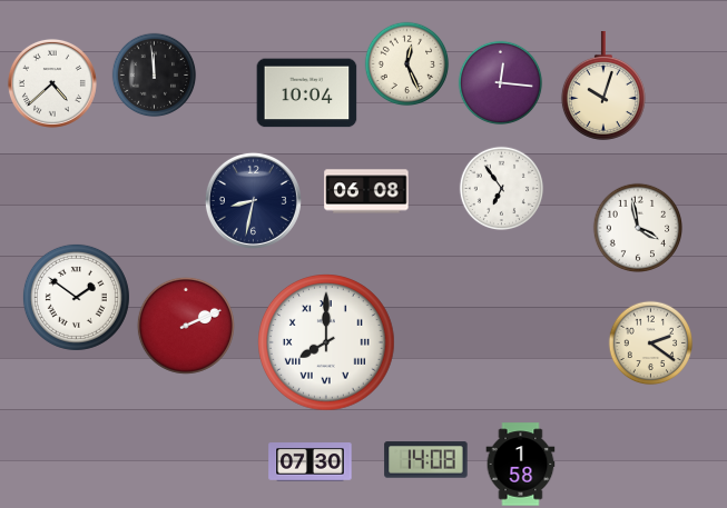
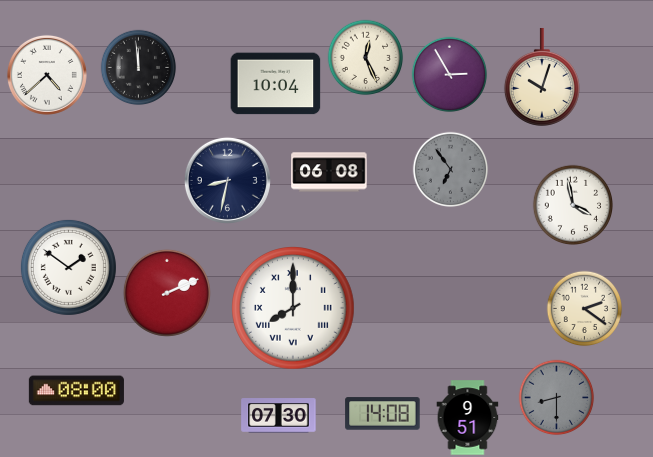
clock at (501, 83): 12:16 -> 2:55
clock at (502, 189) dial: white -> grey
clock at (76, 391): none -> 08:00
clock at (557, 398): none -> 8:30
clock at (521, 465): 1:58 -> 9:51
